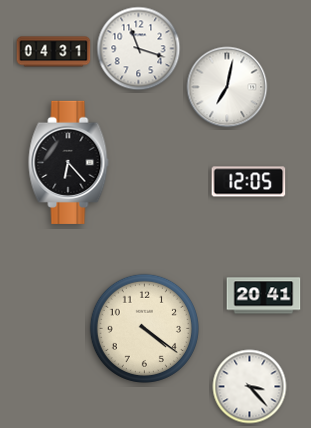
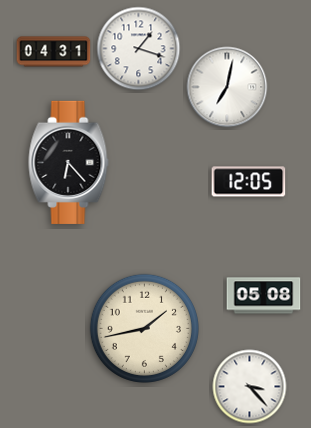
clock at (139, 49): 11:18 -> 1:18
clock at (264, 296): 20:41 -> 05:08
clock at (144, 328): 4:21 -> 1:43
